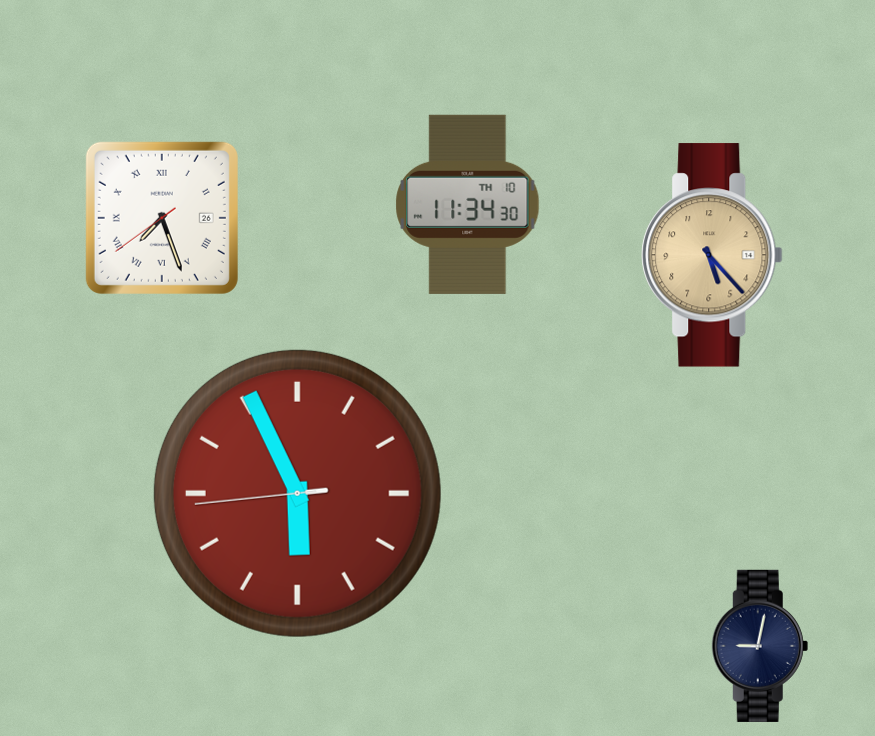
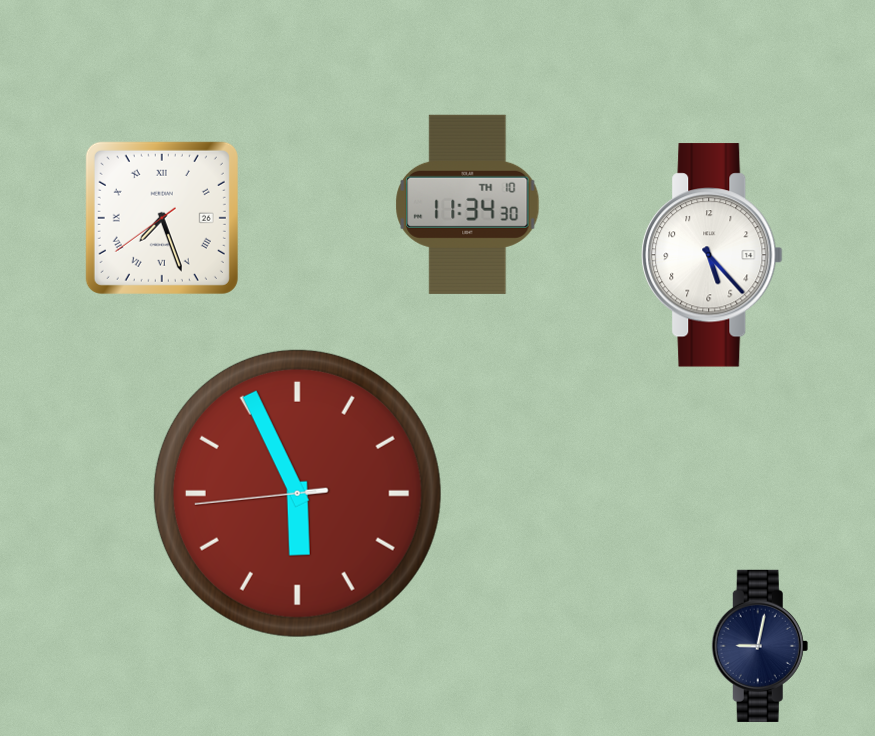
clock at (712, 255) dial: champagne -> white
